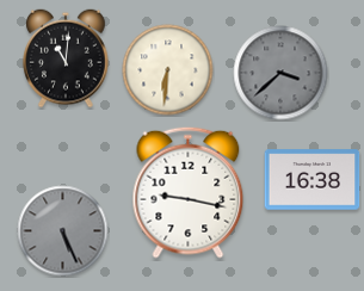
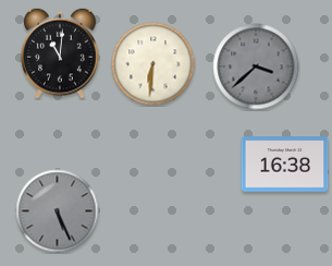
clock at (189, 192): 9:17 -> none
